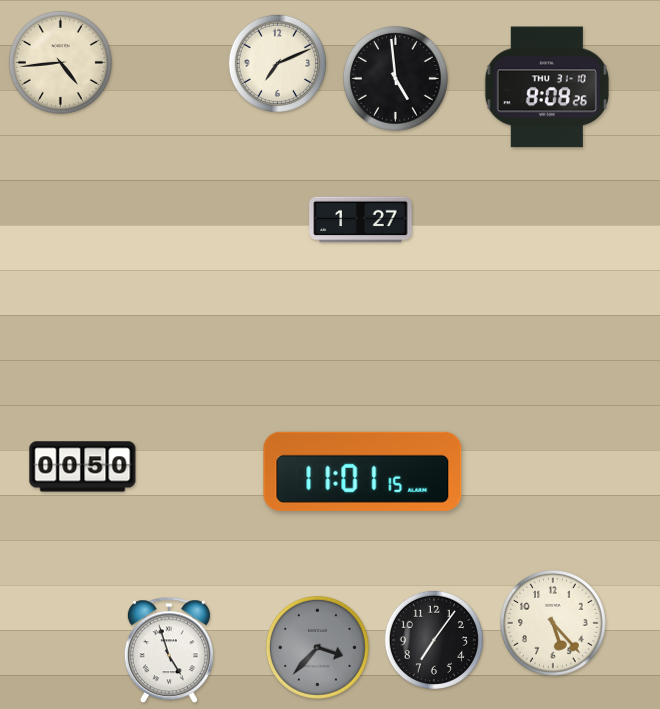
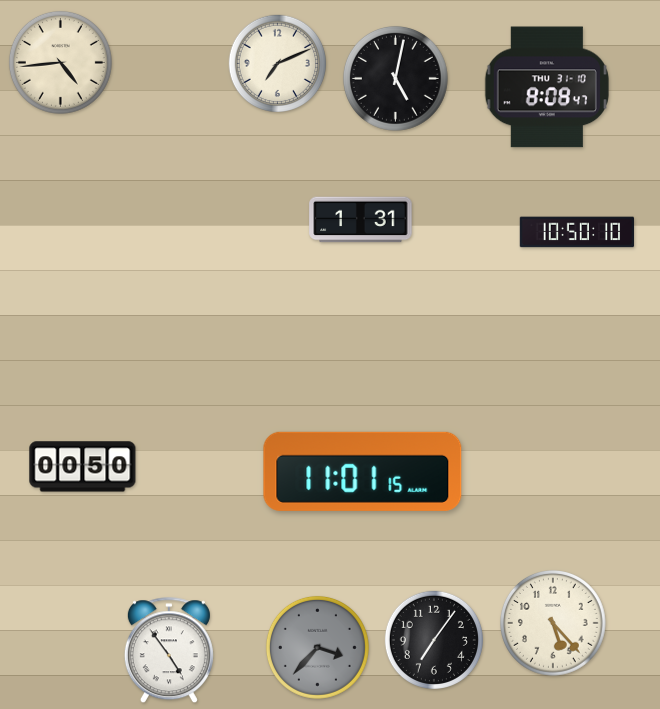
clock at (395, 78): 4:59 -> 5:02
clock at (547, 87): 8:08:26 -> 8:08:47
clock at (361, 220): 1:27 -> 1:31
clock at (577, 232): none -> 10:50
clock at (169, 651): 4:57 -> 4:54
